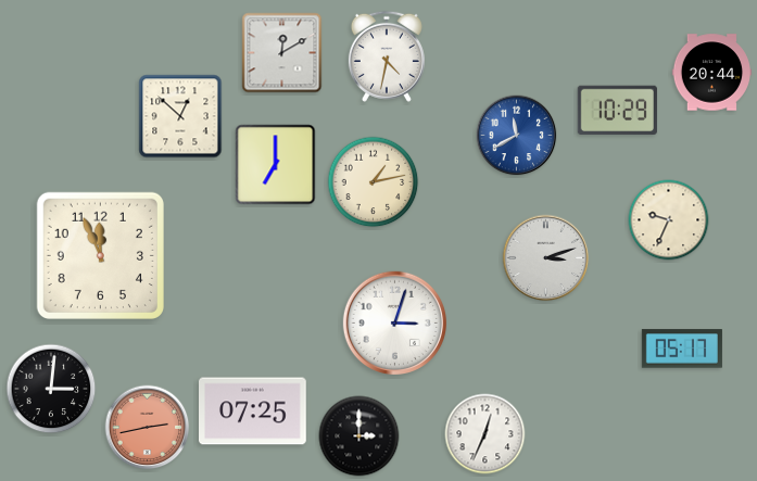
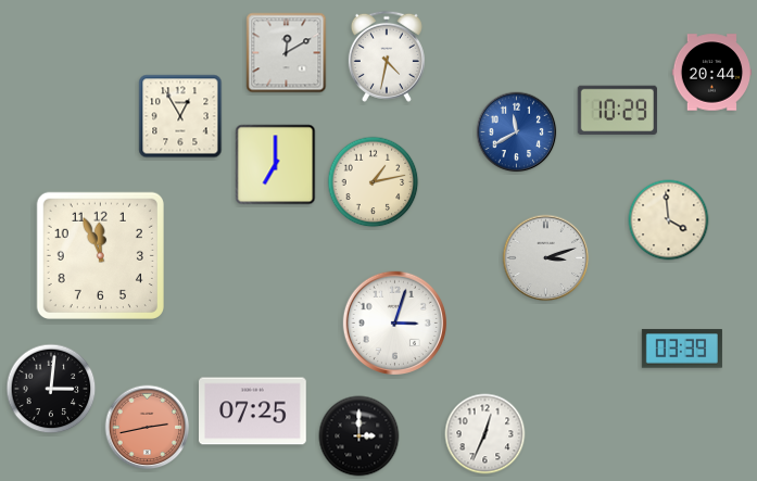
clock at (282, 53) position: (282, 53) -> (287, 53)
clock at (180, 116): 12:52 -> 12:55
clock at (517, 136) position: (517, 136) -> (517, 132)
clock at (669, 220): 9:34 -> 3:59
clock at (682, 349): 05:17 -> 03:39
